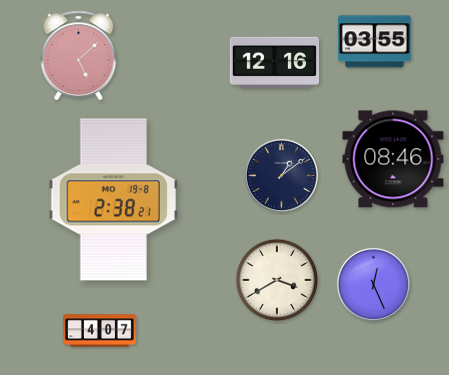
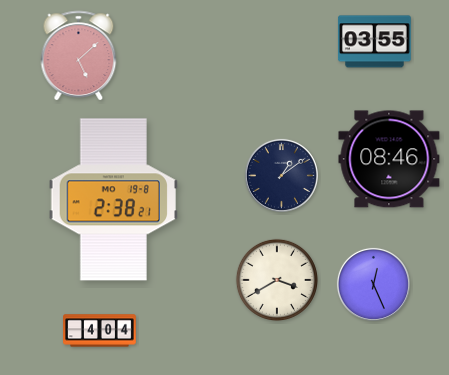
clock at (275, 62): 12:16 -> none
clock at (393, 159) position: (393, 159) -> (389, 159)
clock at (100, 331): 4:07 -> 4:04
